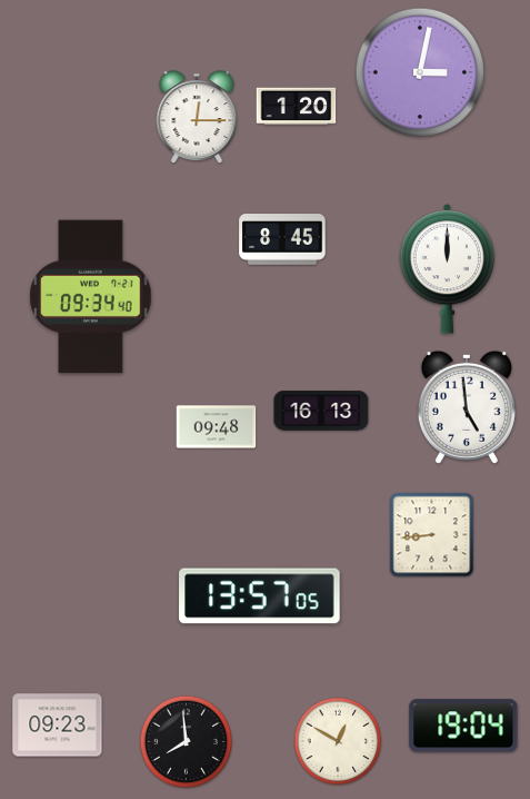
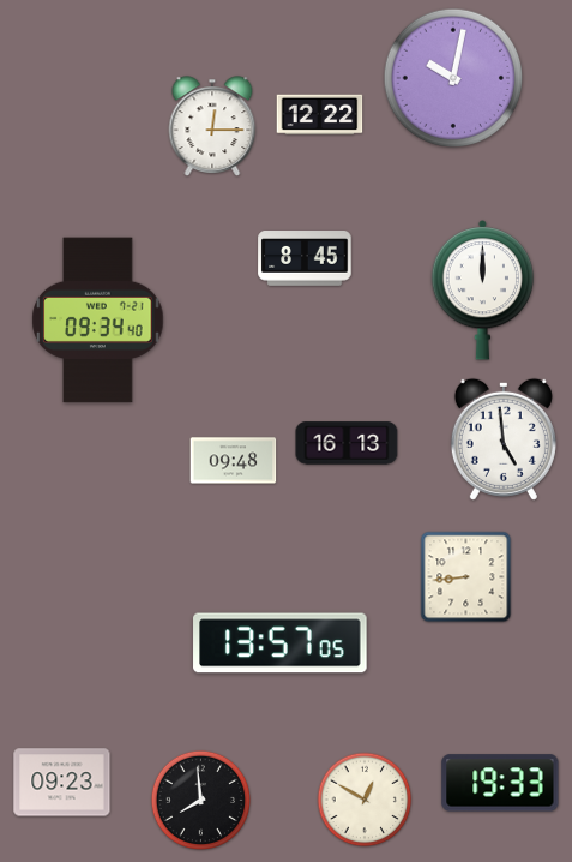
clock at (420, 72): 3:02 -> 10:02
clock at (297, 107): 1:20 -> 12:22
clock at (463, 726): 19:04 -> 19:33
